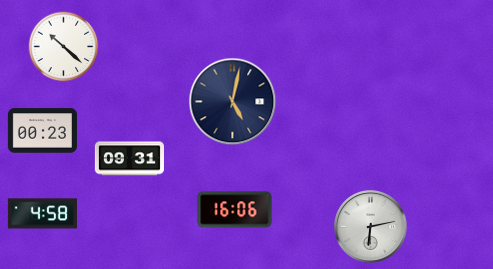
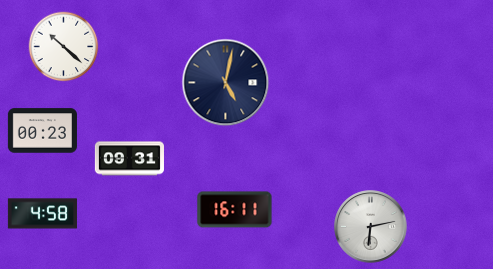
clock at (233, 102) position: (233, 102) -> (226, 83)
clock at (235, 210): 16:06 -> 16:11
